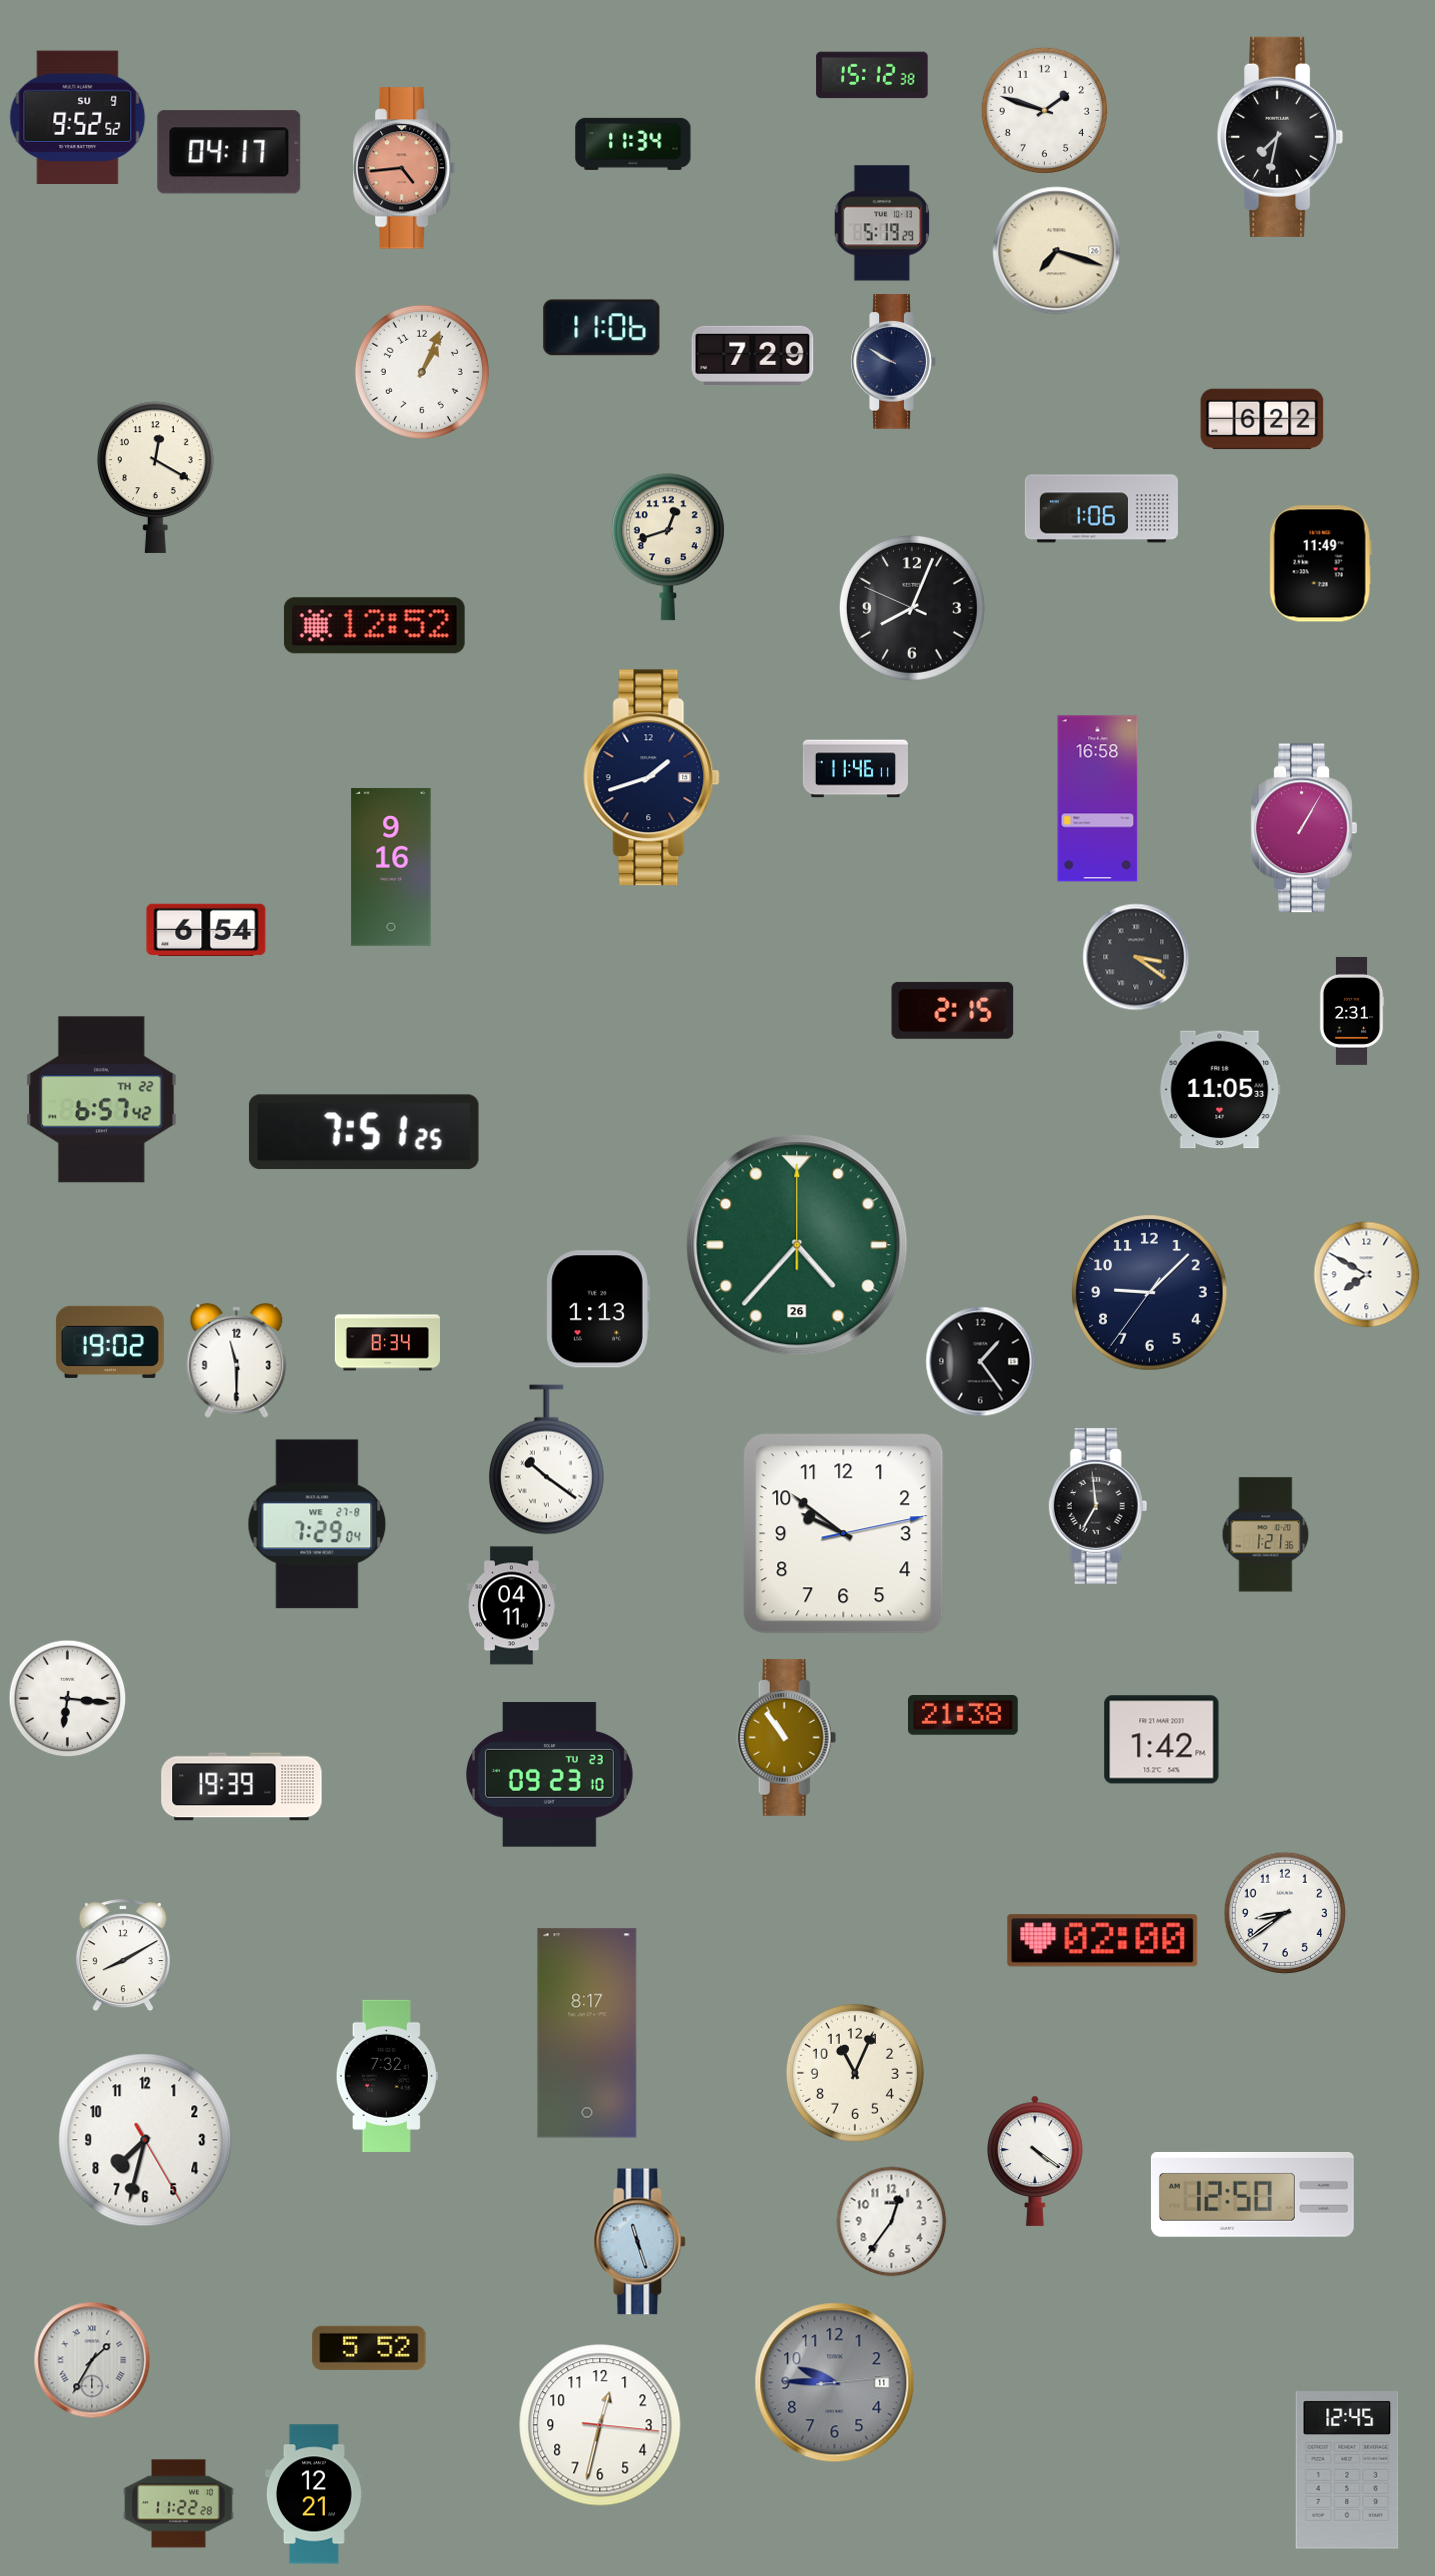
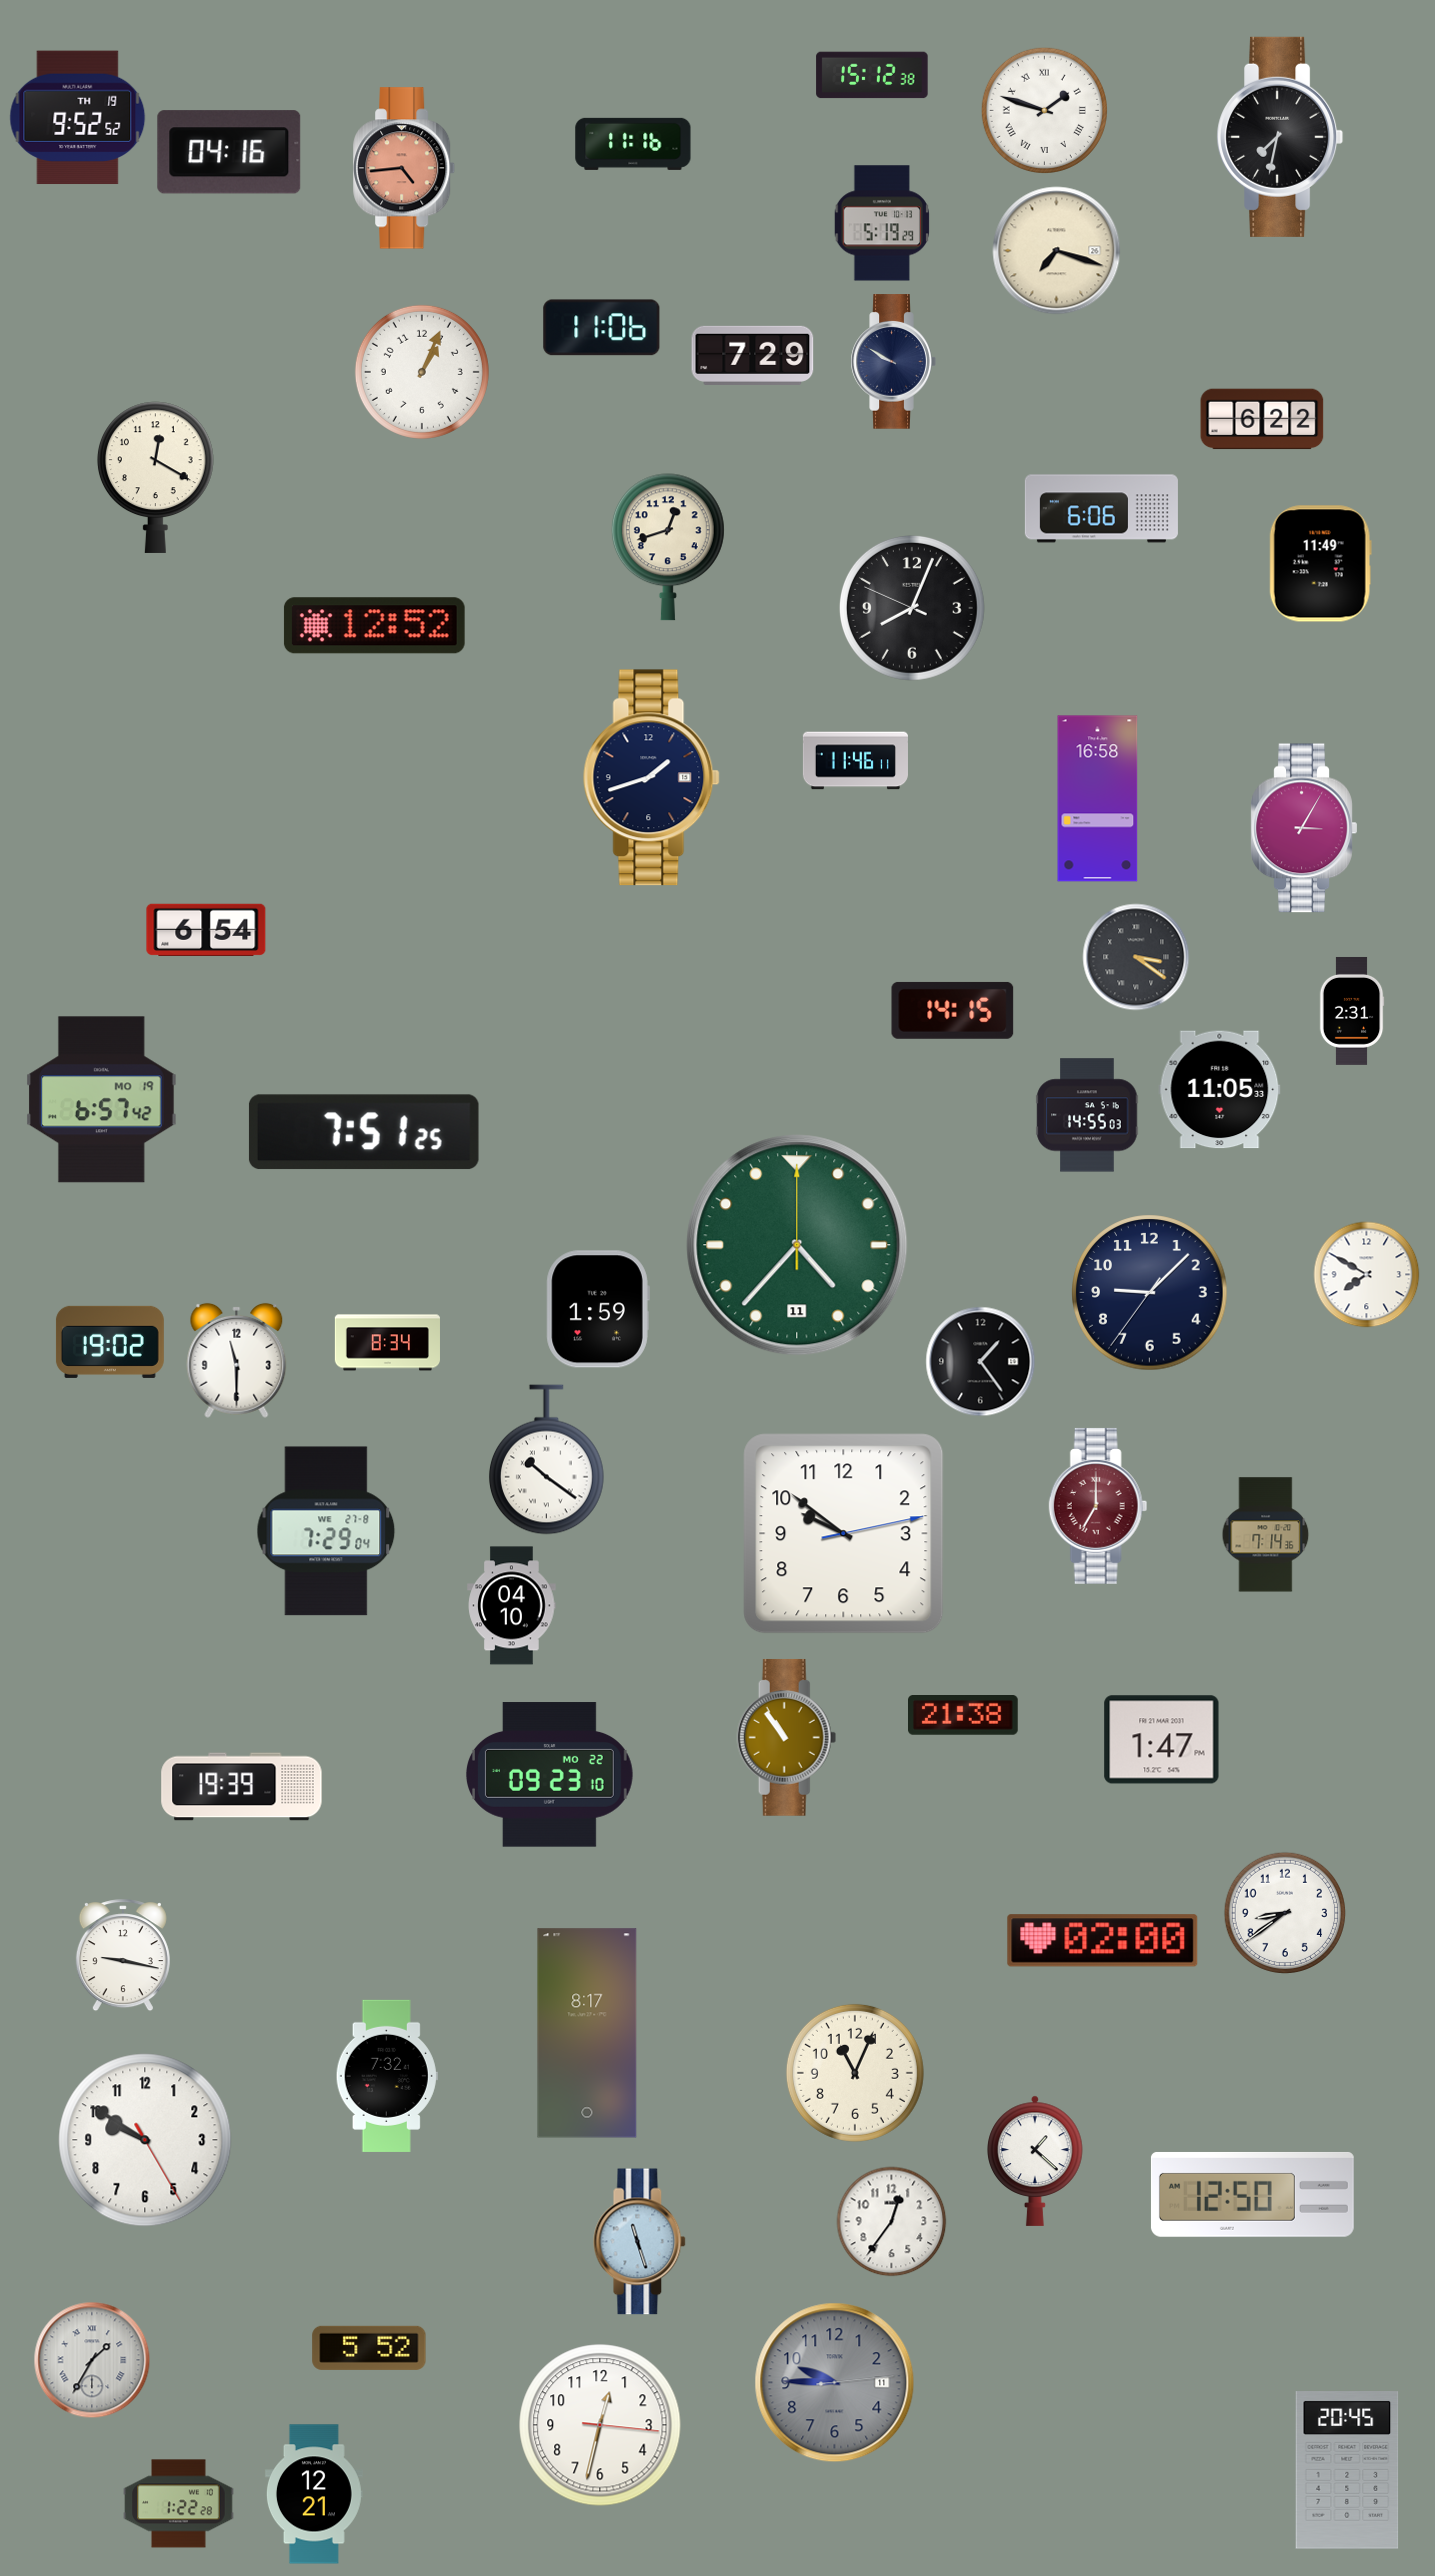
clock at (1044, 110) numerals: Arabic -> Roman
clock at (78, 118) date: SU 9 -> TH 19
clock at (633, 144): 11:34 -> 11:16
clock at (229, 152): 04:17 -> 04:16
clock at (1101, 509): 1:06 -> 6:06
clock at (855, 769) position: (855, 769) -> (855, 761)
clock at (1304, 828): 1:05 -> 3:05
clock at (391, 867): 9:16 -> none
clock at (953, 1010): 2:15 -> 14:15
clock at (102, 1100) date: TH 22 -> MO 19
clock at (1087, 1115): none -> 14:55
clock at (797, 1245) date: 26 -> 11
clock at (598, 1309): 1:13 -> 1:59
clock at (1098, 1506): 6:59 -> 7:00
clock at (1098, 1506) dial: black -> burgundy
clock at (317, 1524) position: (317, 1524) -> (326, 1531)
clock at (1266, 1535): 1:21 -> 7:14
clock at (512, 1606): 04:11 -> 04:10
clock at (68, 1699): 6:16 -> none
clock at (1162, 1740): 1:42 -> 1:47
clock at (550, 1775) date: TU 23 -> MO 22
clock at (123, 1956): 8:10 -> 9:17
clock at (145, 2140): 7:32 -> 9:50
clock at (1035, 2161): 4:21 -> 1:22
clock at (1347, 2470): 12:45 -> 20:45
clock at (179, 2504): 11:22 -> 1:22
